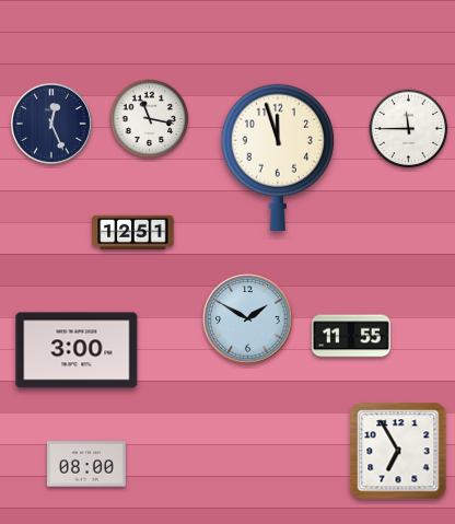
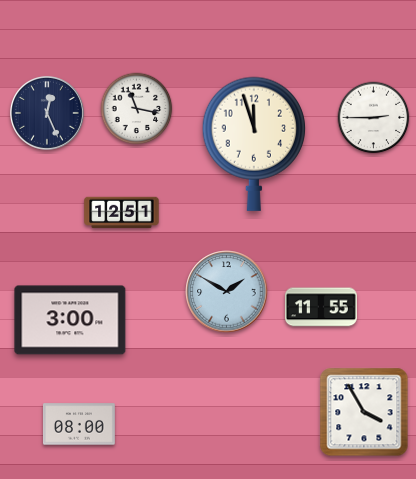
clock at (409, 129): 11:45 -> 2:45
clock at (398, 451): 6:55 -> 3:55
